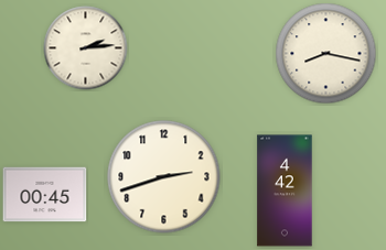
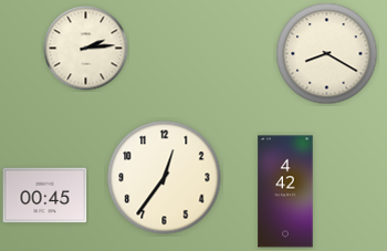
clock at (326, 54): 8:17 -> 8:20
clock at (164, 177): 2:42 -> 12:36
